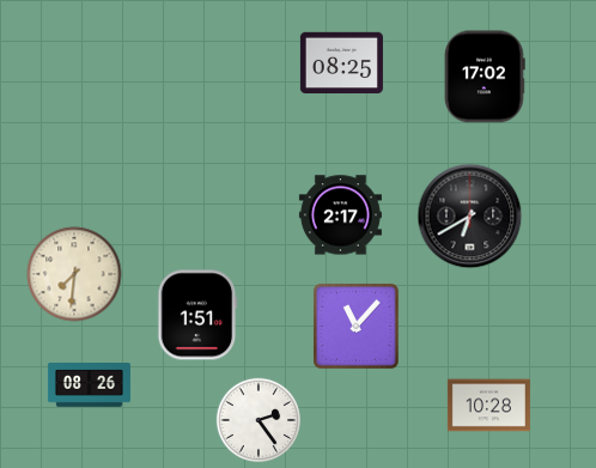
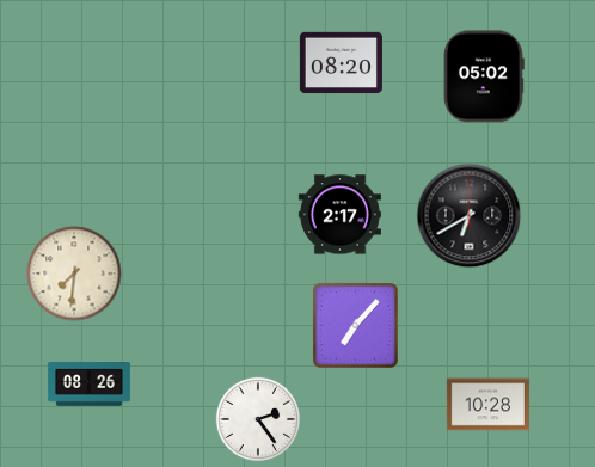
clock at (341, 63): 08:25 -> 08:20
clock at (485, 77): 17:02 -> 05:02
clock at (197, 315): 1:51 -> none
clock at (355, 326): 11:07 -> 7:07
